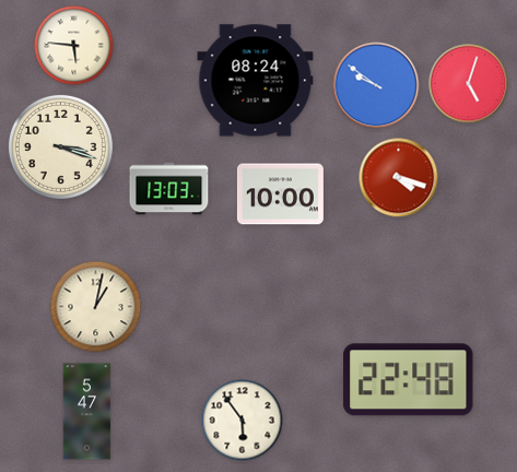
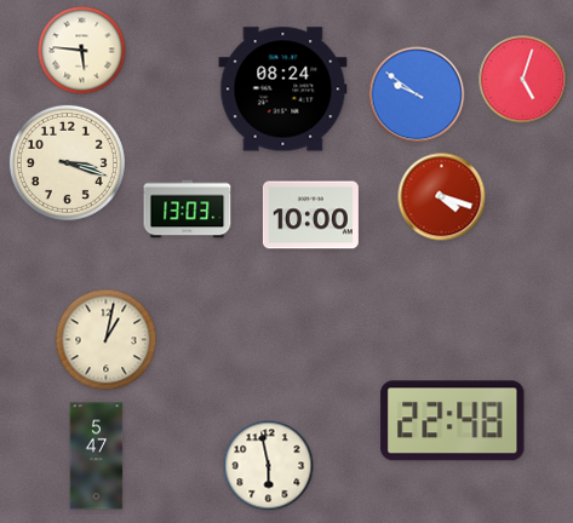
clock at (469, 84) position: (469, 84) -> (523, 80)
clock at (243, 421): 5:54 -> 5:58
